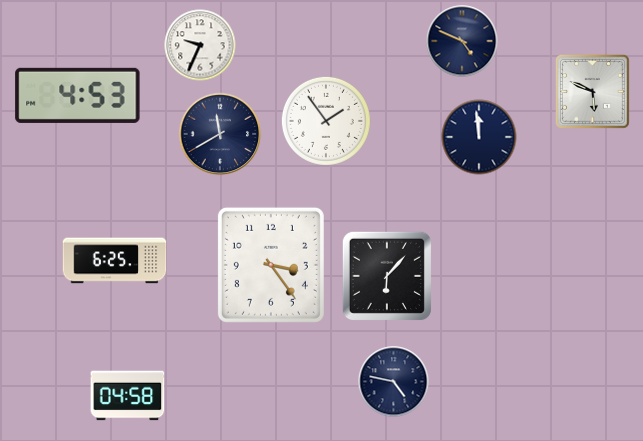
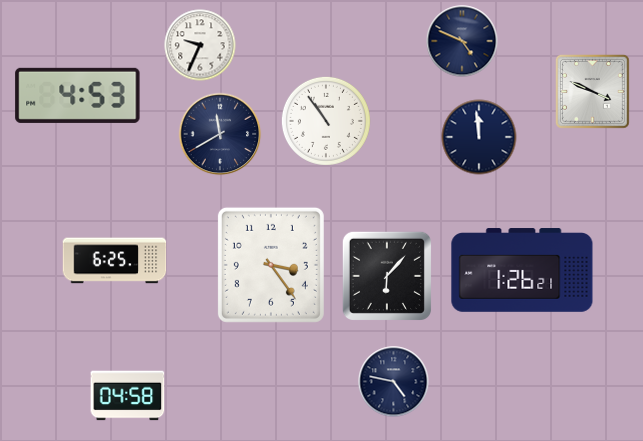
clock at (592, 91): 5:49 -> 3:49
clock at (326, 121): 1:54 -> 10:54
clock at (522, 270): none -> 1:26
